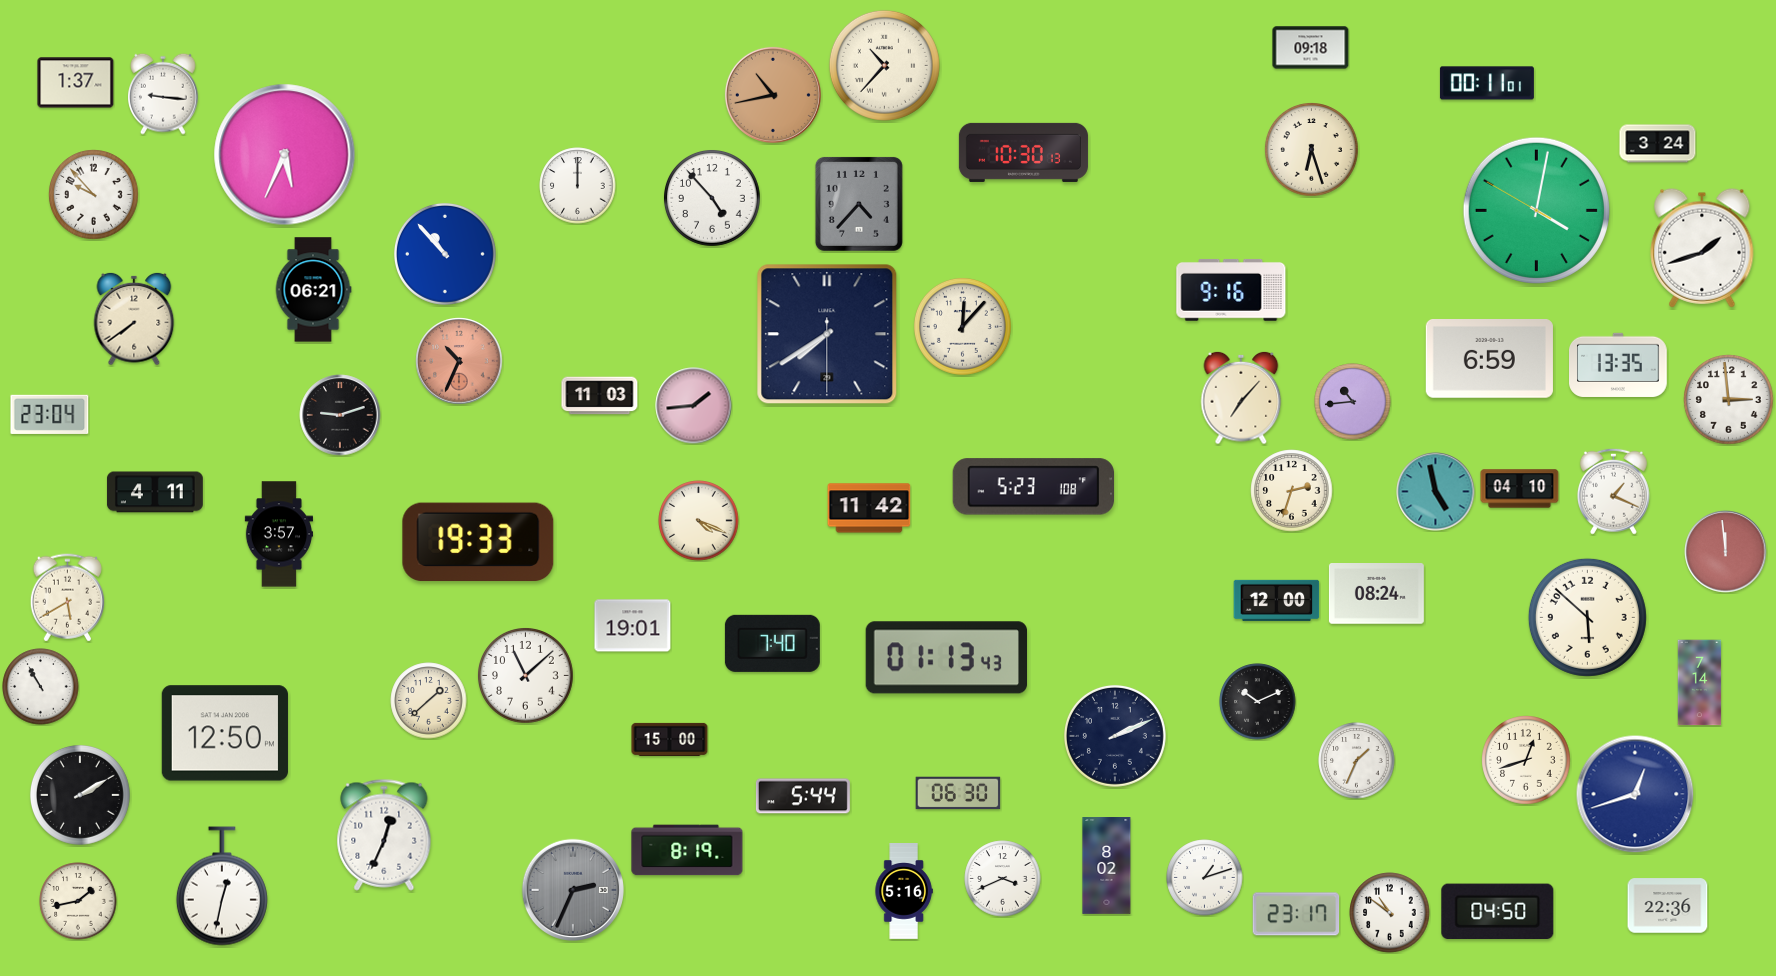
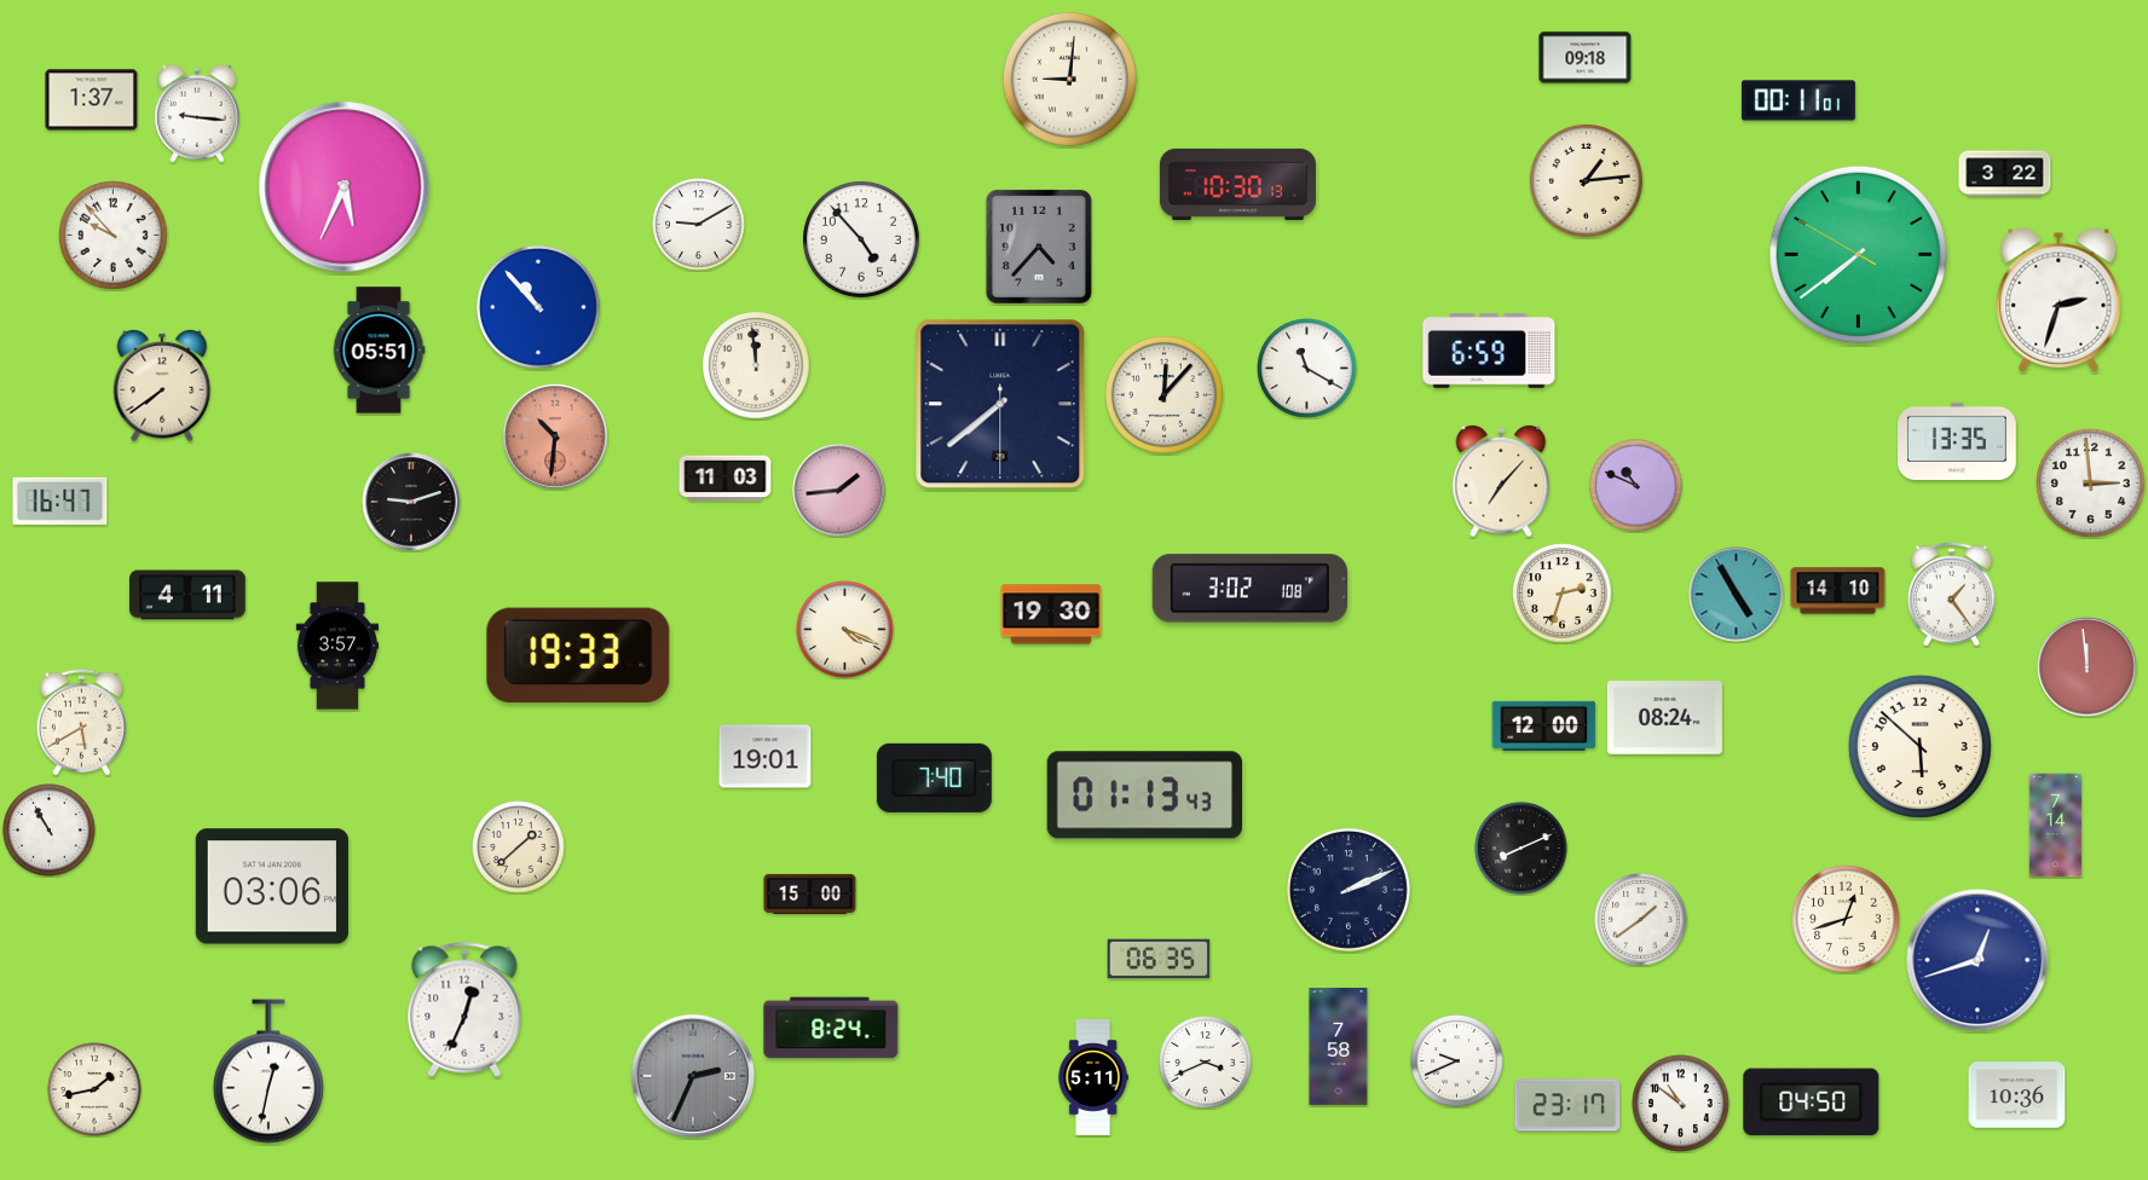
clock at (884, 65): 10:37 -> 9:01
clock at (773, 95): 10:43 -> none
clock at (1658, 144): 3:24 -> 3:22
clock at (1312, 150): 6:27 -> 1:14
clock at (578, 186): 12:00 -> 9:10
clock at (1536, 210): 4:01 -> 7:38
clock at (1702, 248): 1:42 -> 2:33
clock at (313, 290): 06:21 -> 05:51
clock at (1231, 290): 9:16 -> 6:59
clock at (756, 365): none -> 11:59
clock at (1307, 369): none -> 11:20
clock at (827, 334): 7:39 -> 7:38
clock at (1489, 359): 6:59 -> none
clock at (459, 361): 10:34 -> 10:31
clock at (1353, 402): 10:44 -> 10:49
clock at (50, 414): 23:04 -> 16:47
clock at (1034, 487): 5:23 -> 3:02
clock at (1520, 489): 04:10 -> 14:10
clock at (1613, 491): 1:19 -> 1:24
clock at (1436, 492): 4:58 -> 4:55
clock at (869, 508): 11:42 -> 19:30
clock at (526, 676): 11:08 -> none
clock at (1258, 702): 10:11 -> 8:11
clock at (225, 733): 12:50 -> 03:06
clock at (1357, 761): 1:34 -> 1:39
clock at (958, 793): 06:30 -> 06:35
clock at (80, 795): 2:10 -> none
clock at (803, 796): 5:44 -> none
clock at (687, 850): 8:19 -> 8:24
clock at (1107, 866): 8:02 -> 7:58
clock at (1205, 878): 1:12 -> 9:41
clock at (1003, 879) position: (1003, 879) -> (1206, 1063)
clock at (904, 892): 5:16 -> 5:11
clock at (1668, 906): 22:36 -> 10:36
